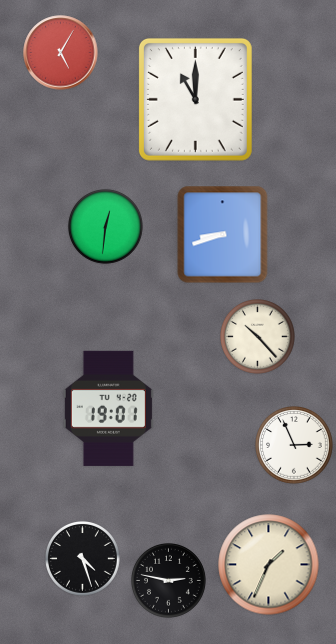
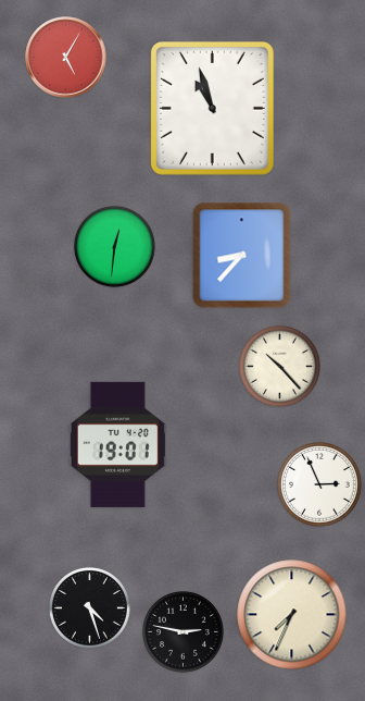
clock at (195, 99): 11:00 -> 10:57
clock at (223, 235): 8:42 -> 8:37
clock at (269, 565): 1:34 -> 7:34
